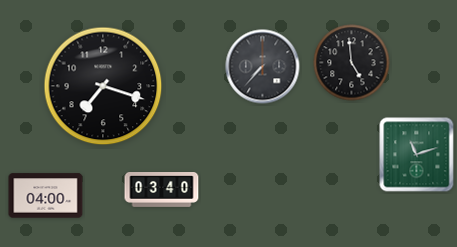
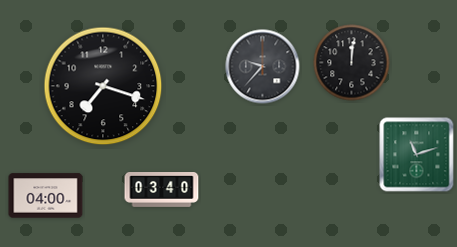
clock at (352, 63): 4:59 -> 12:01
clock at (263, 67): 7:37 -> 9:37
